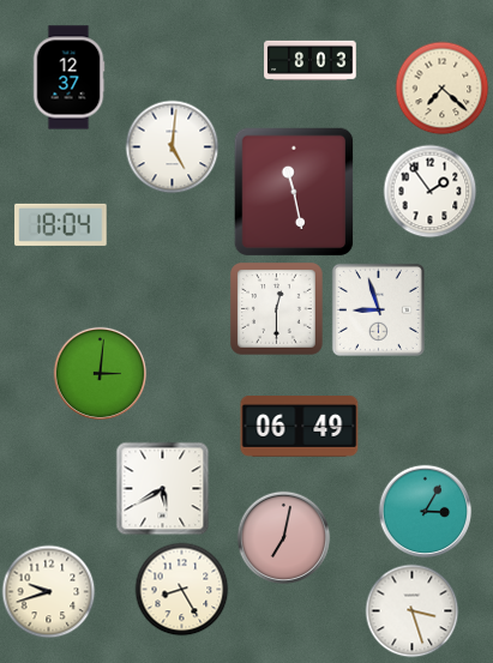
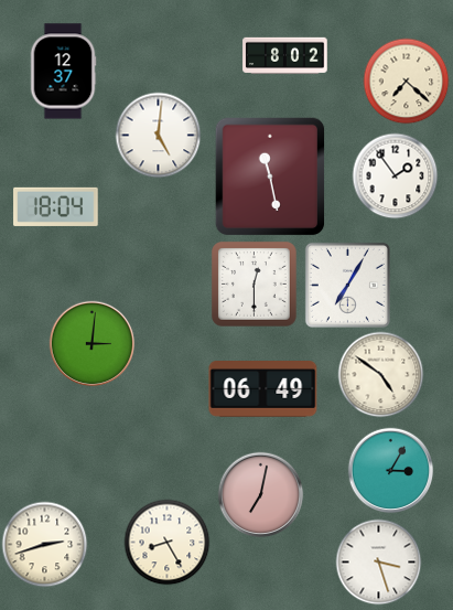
clock at (311, 60): 8:03 -> 8:02
clock at (378, 309): 8:57 -> 7:05
clock at (380, 374): none -> 4:51
clock at (300, 427) position: (300, 427) -> (263, 389)
clock at (162, 488): 5:40 -> none
clock at (48, 591): 9:42 -> 2:42
